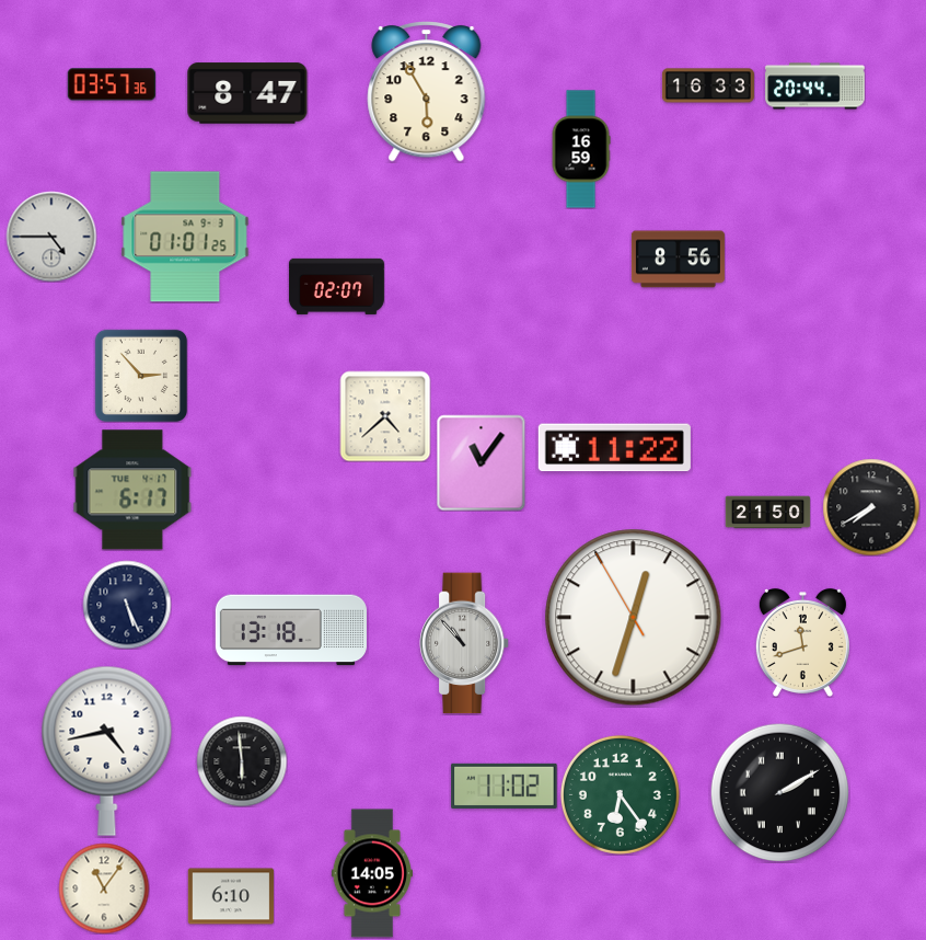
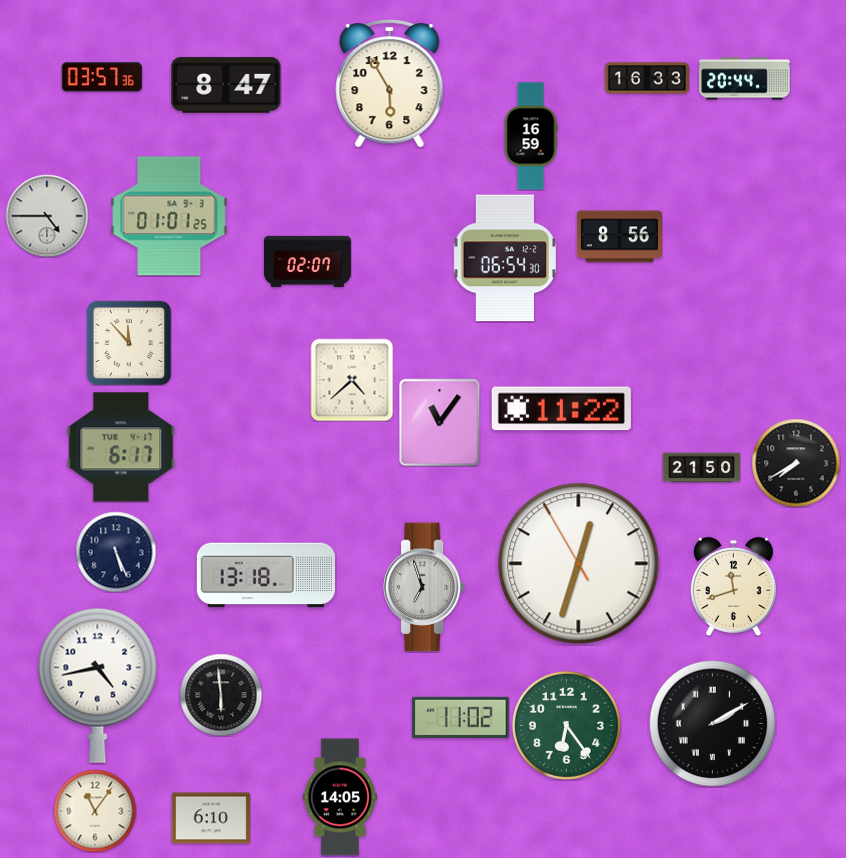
clock at (504, 258): none -> 06:54
clock at (140, 375): 2:53 -> 11:53
clock at (464, 643): 10:53 -> 6:57
